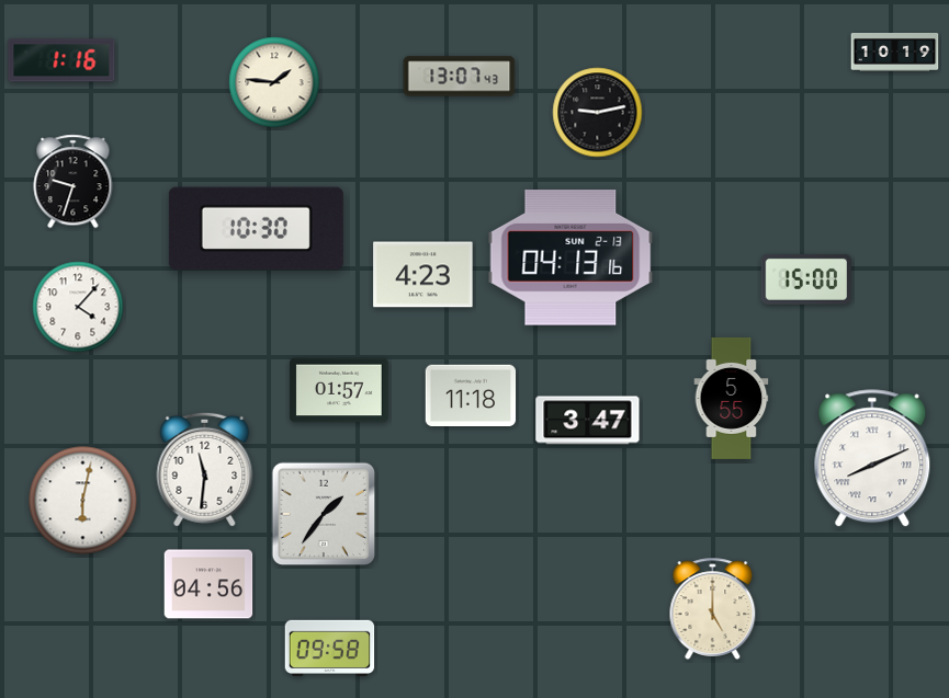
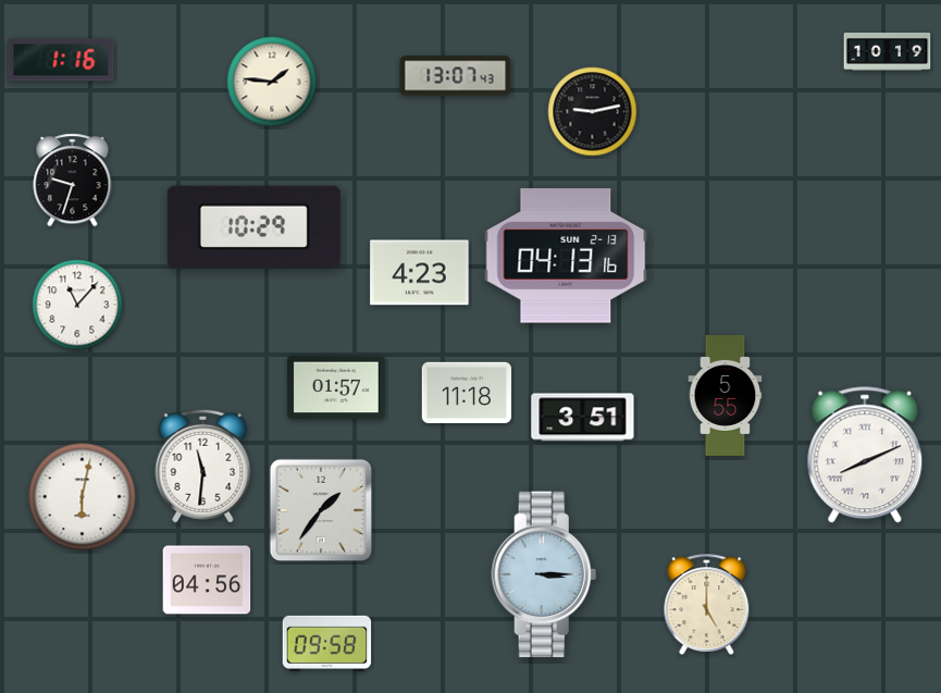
clock at (256, 229): 10:30 -> 10:29
clock at (805, 279): 15:00 -> none
clock at (78, 307): 4:07 -> 11:07
clock at (588, 421): 3:47 -> 3:51
clock at (544, 574): none -> 3:15
